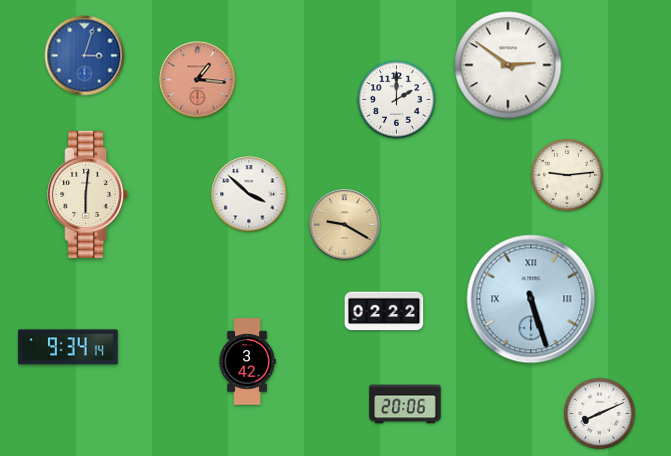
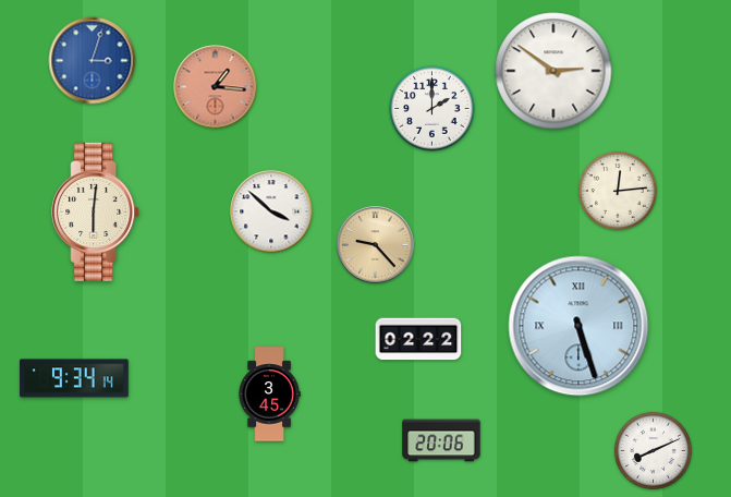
clock at (567, 175): 9:14 -> 12:14
clock at (345, 225): 9:20 -> 9:23
clock at (247, 362): 3:42 -> 3:45
